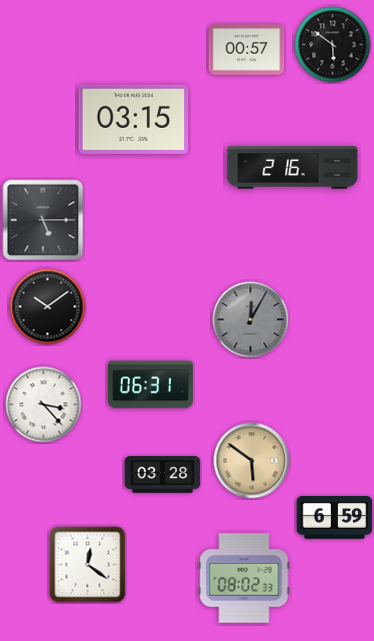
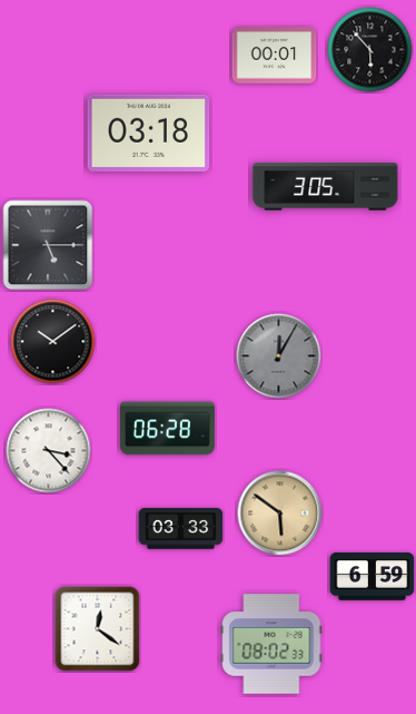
clock at (333, 45): 5:51 -> 5:53
clock at (247, 50): 00:57 -> 00:01
clock at (134, 119): 03:15 -> 03:18
clock at (293, 168): 2:16 -> 3:05
clock at (150, 385): 06:31 -> 06:28
clock at (163, 475): 03:28 -> 03:33
